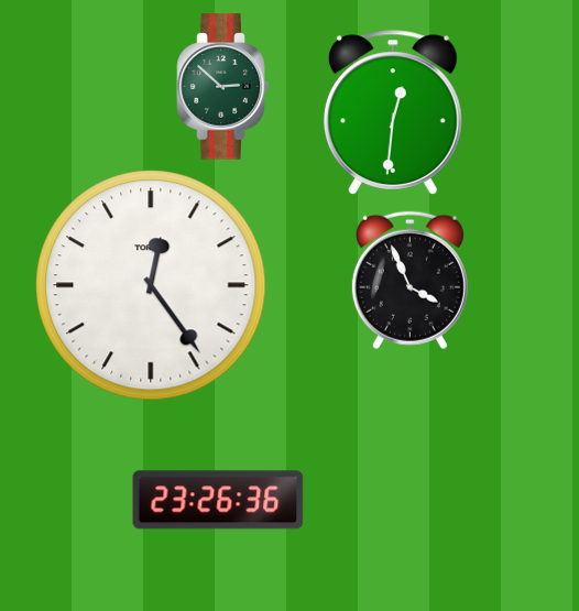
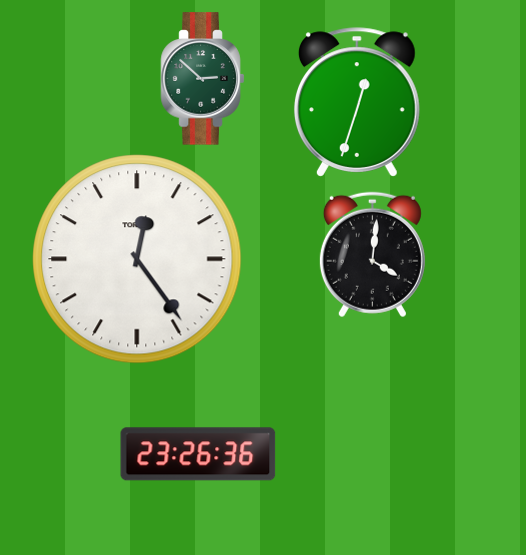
clock at (393, 112): 12:31 -> 12:33
clock at (409, 281): 3:56 -> 4:01
